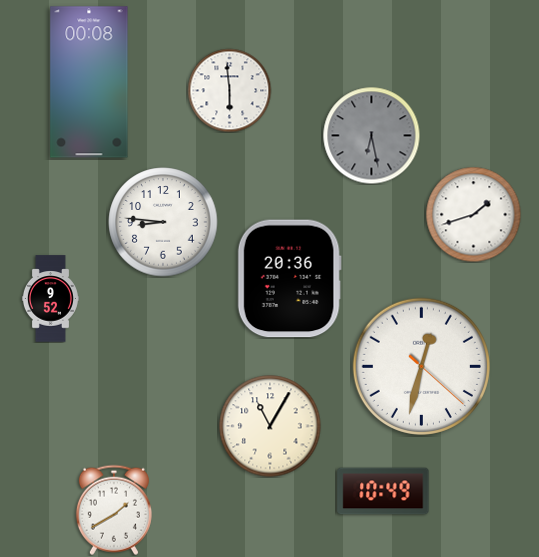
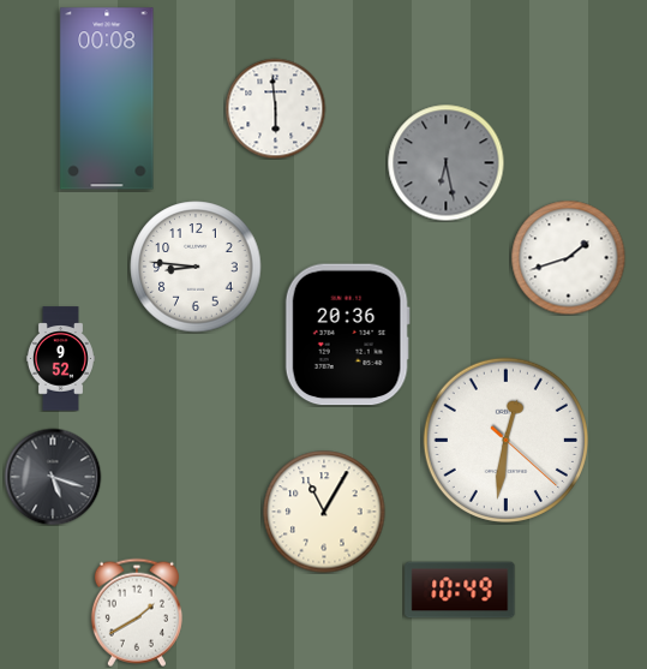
clock at (421, 366): 12:32 -> 12:31
clock at (53, 477): none -> 5:18
